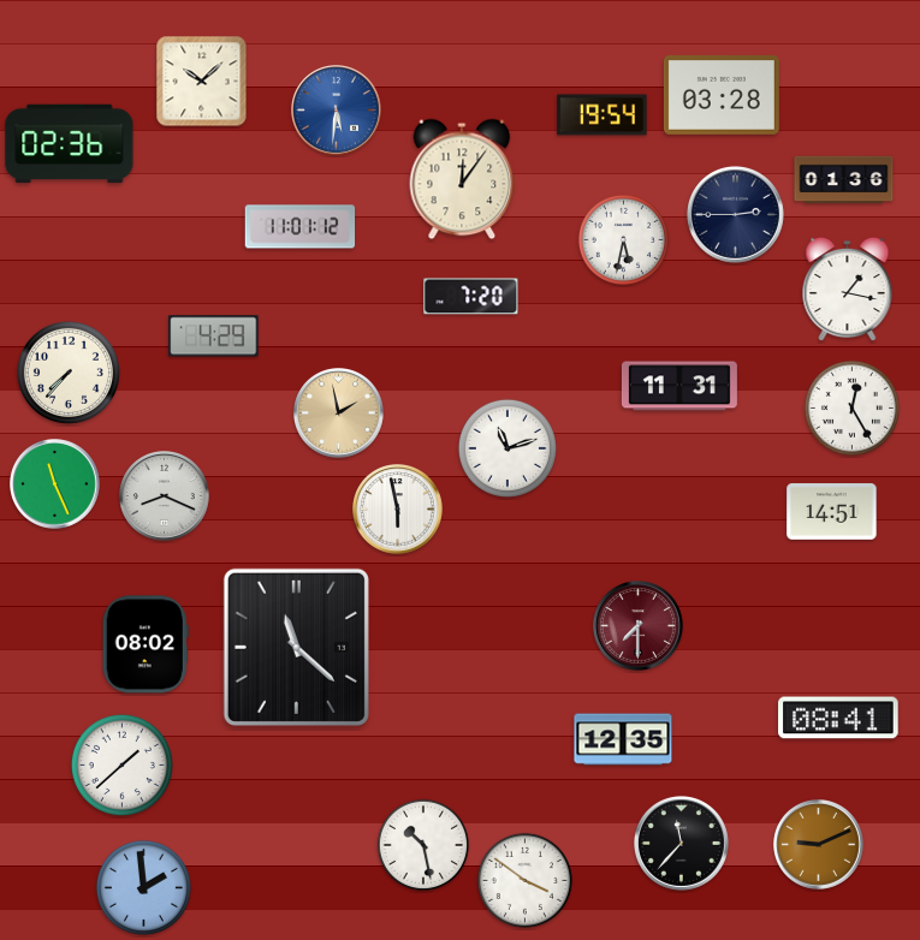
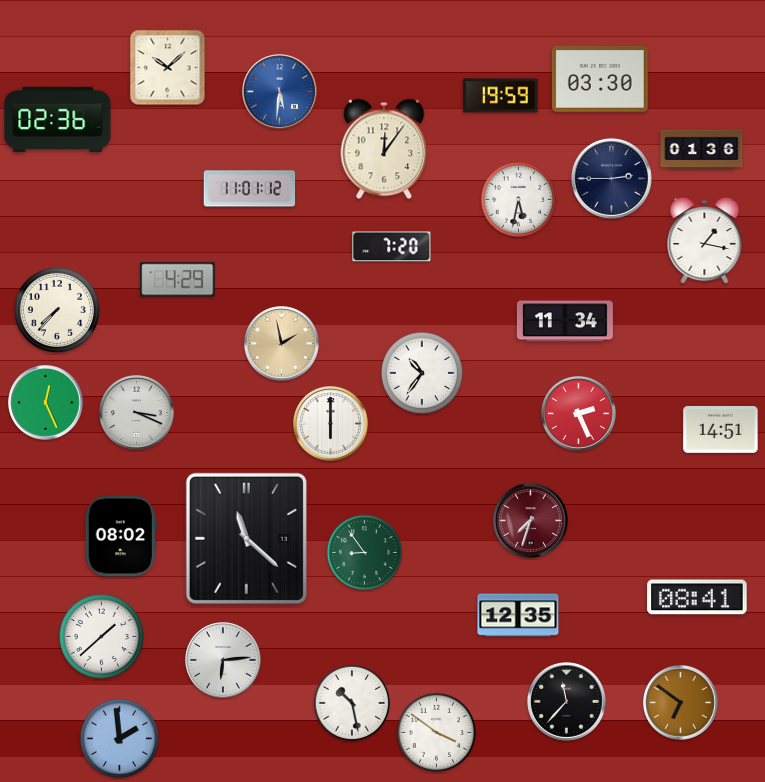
clock at (722, 95): 03:28 -> 03:30
clock at (603, 115): 19:54 -> 19:59
clock at (679, 386): 11:31 -> 11:34
clock at (851, 407): 12:25 -> none
clock at (508, 448): 11:12 -> 10:36
clock at (55, 484): 11:26 -> 12:26
clock at (165, 496): 8:19 -> 3:19
clock at (579, 414): none -> 2:26
clock at (398, 510): 5:58 -> 6:00
clock at (832, 512) position: (832, 512) -> (721, 430)
clock at (639, 626): 7:30 -> 7:33
clock at (364, 552): none -> 8:54
clock at (224, 661): none -> 6:14
clock at (819, 845): 9:11 -> 6:51
